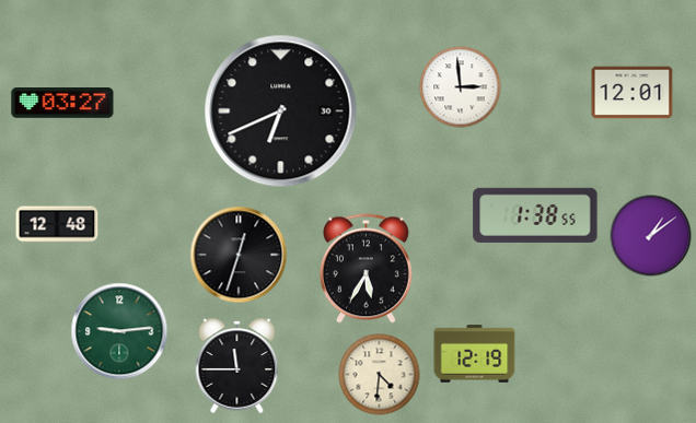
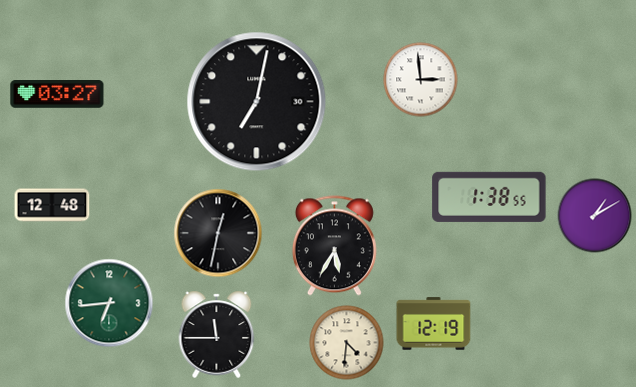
clock at (633, 93): 12:01 -> none
clock at (281, 111): 6:41 -> 7:02
clock at (651, 236): 1:09 -> 1:10
clock at (239, 255): 12:33 -> 12:32
clock at (119, 331): 9:14 -> 6:44
